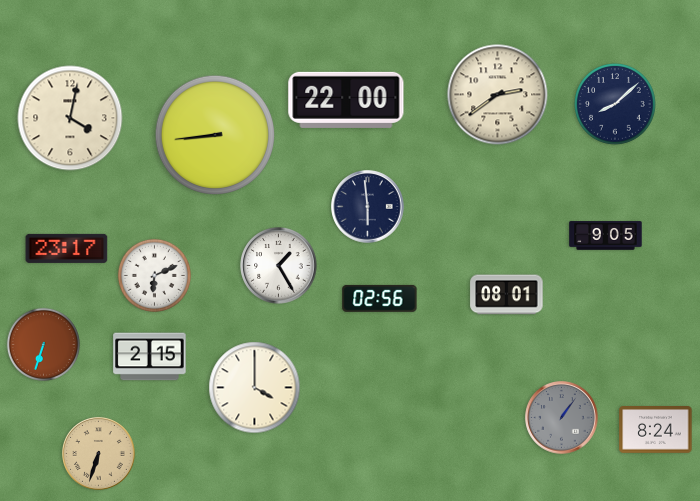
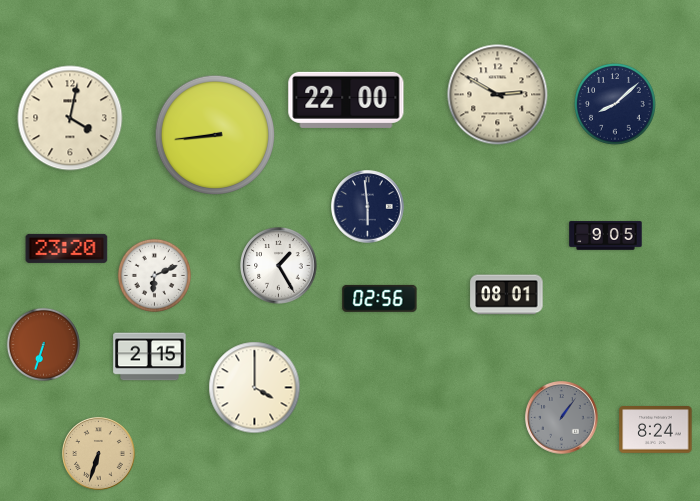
clock at (498, 95): 2:39 -> 2:50
clock at (67, 248): 23:17 -> 23:20
